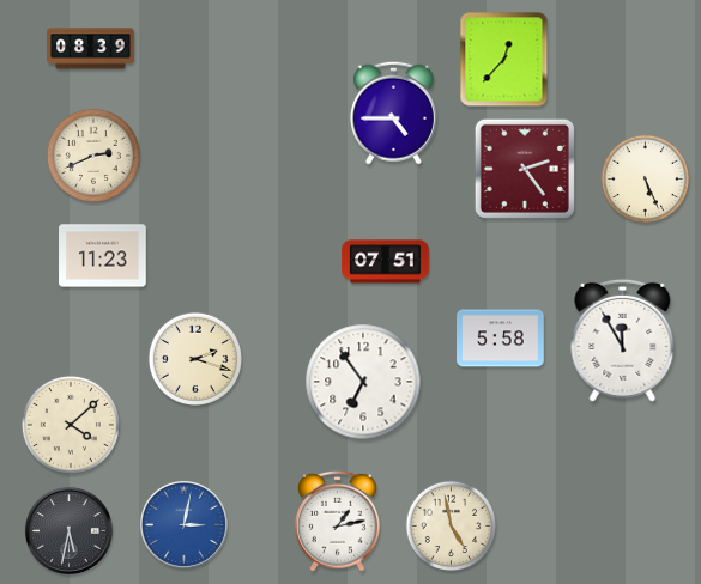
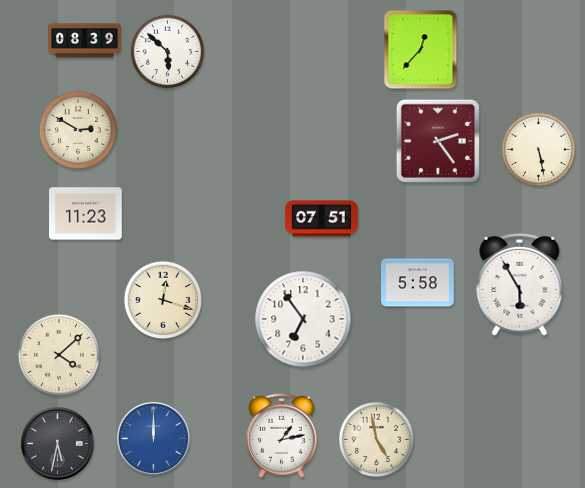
clock at (91, 49) position: (91, 49) -> (85, 41)
clock at (168, 52): none -> 5:52
clock at (393, 112): 4:45 -> none
clock at (93, 156): 2:41 -> 2:50
clock at (646, 180): 5:26 -> 5:28
clock at (623, 340): 11:55 -> 5:55
clock at (195, 359): 2:18 -> 12:18
clock at (183, 524): 3:02 -> 12:00
